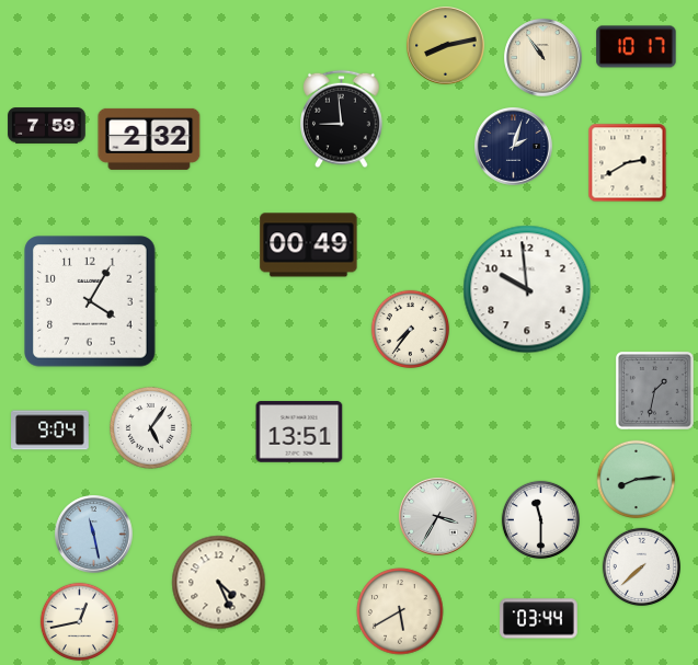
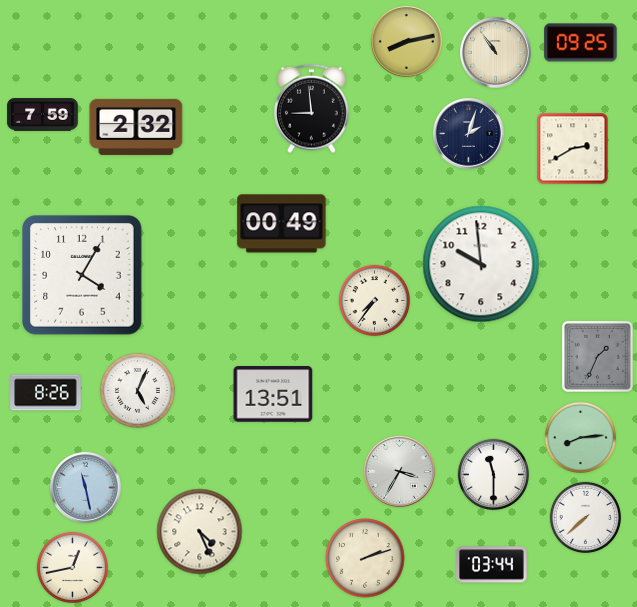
clock at (637, 47): 10:17 -> 09:25
clock at (654, 390): 1:32 -> 1:34
clock at (150, 427): 5:06 -> 5:04
clock at (50, 431): 9:04 -> 8:26
clock at (400, 611): 5:40 -> 2:12
